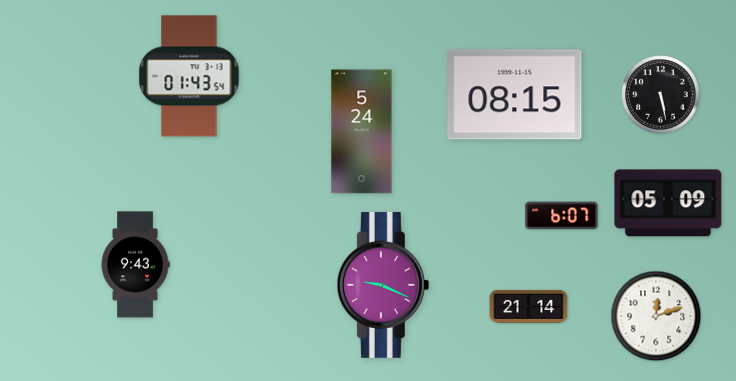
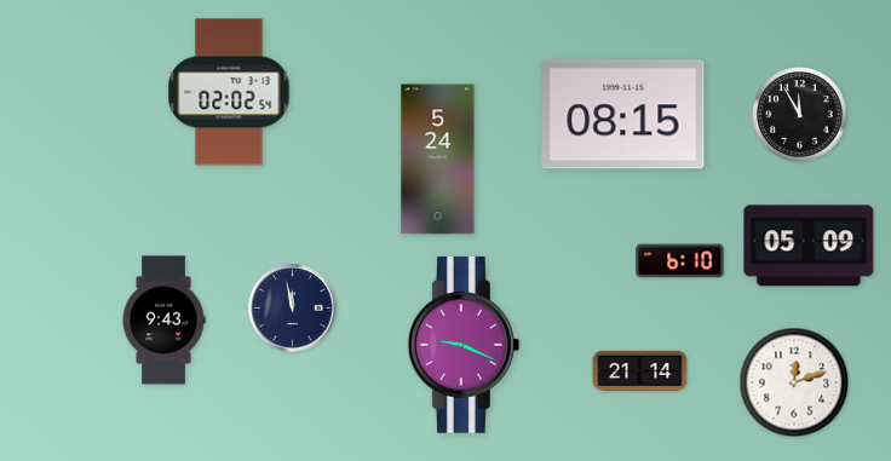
clock at (189, 76): 01:43 -> 02:02
clock at (661, 95): 5:28 -> 11:55
clock at (562, 216): 6:07 -> 6:10
clock at (293, 309): none -> 11:58
